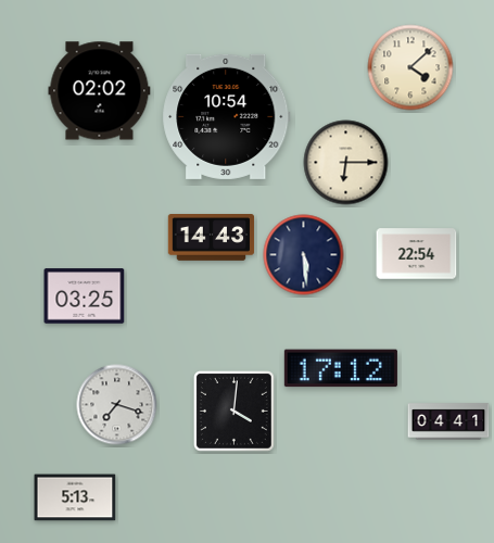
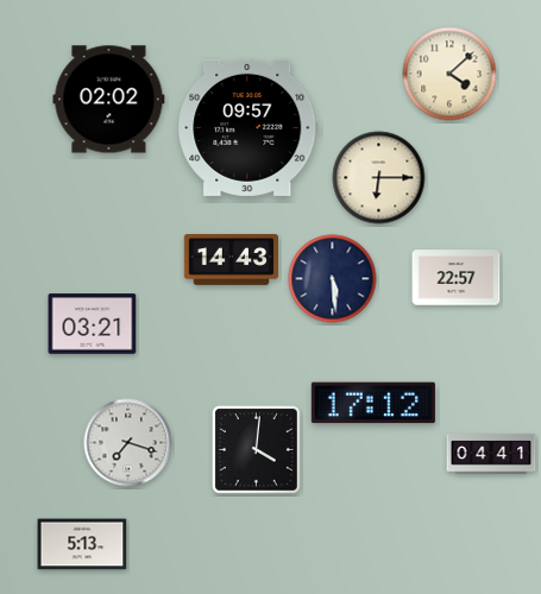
clock at (227, 116): 10:54 -> 09:57
clock at (417, 254): 22:54 -> 22:57
clock at (85, 296): 03:25 -> 03:21
clock at (448, 421) position: (448, 421) -> (491, 454)
